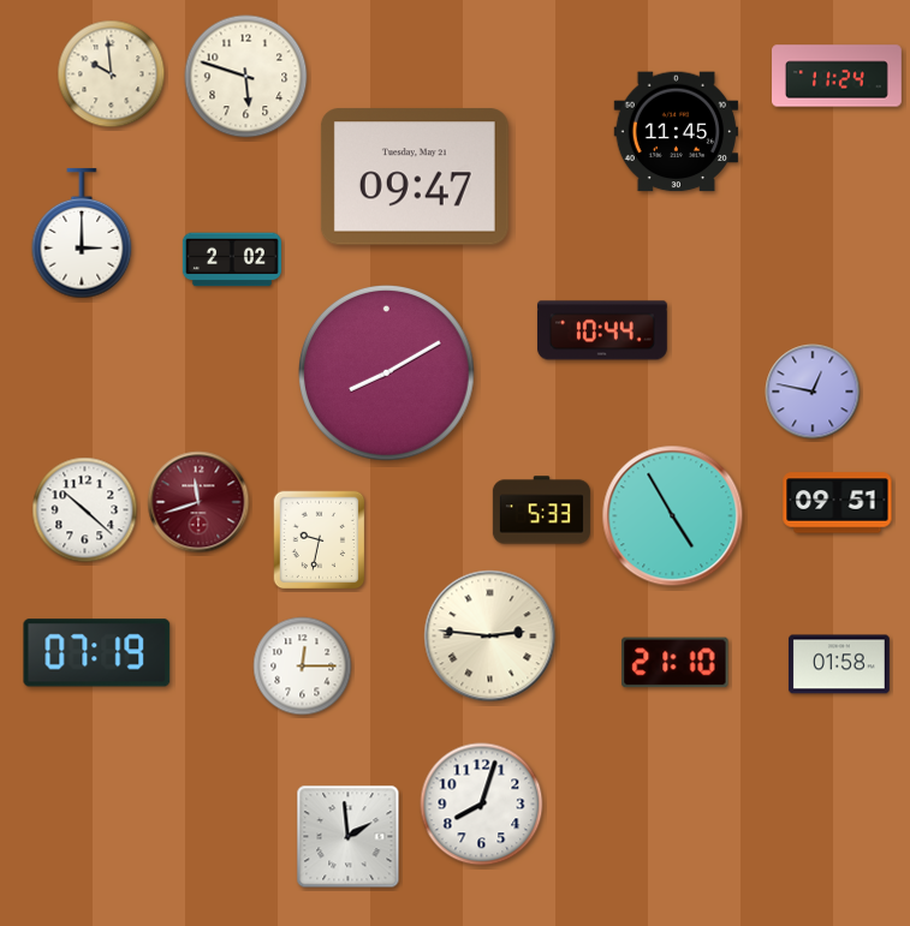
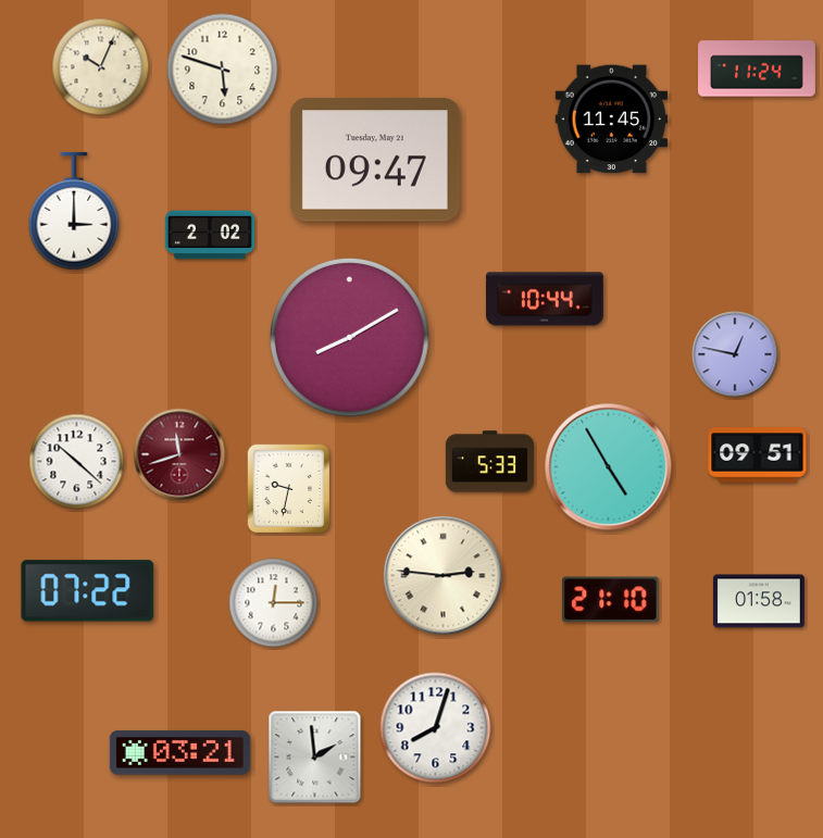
clock at (112, 74): 9:59 -> 10:04
clock at (97, 653): 07:19 -> 07:22
clock at (179, 753): none -> 03:21
